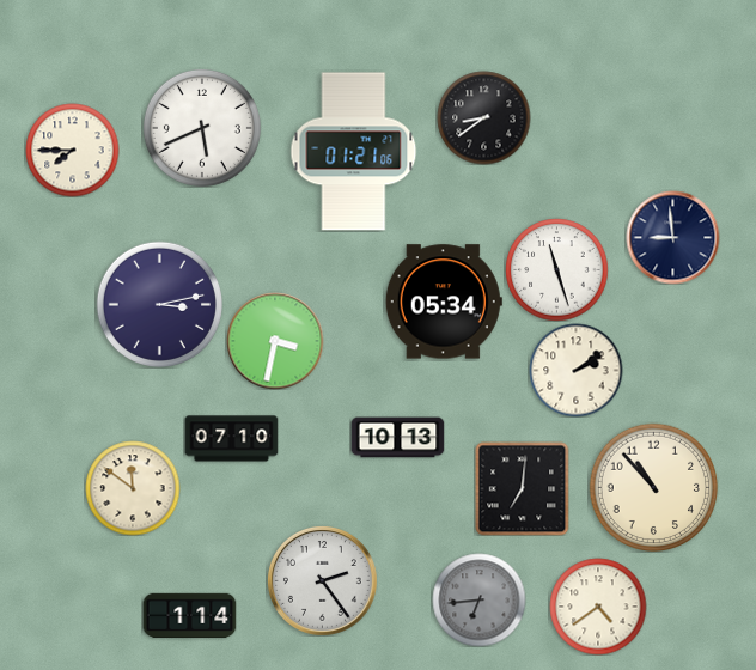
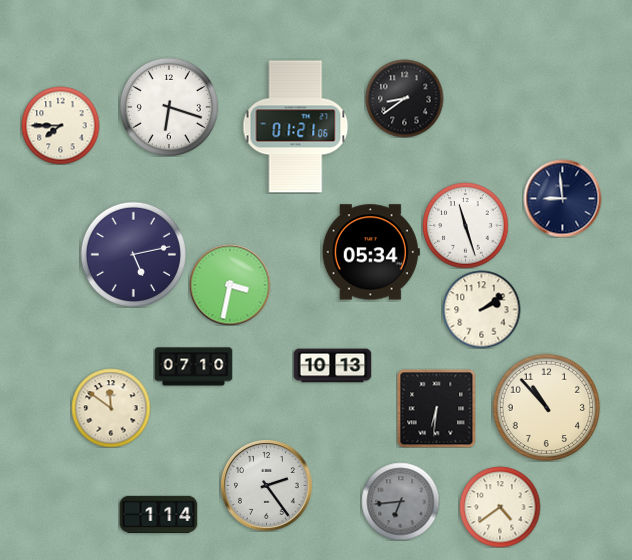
clock at (202, 128): 5:41 -> 6:18
clock at (159, 304): 3:13 -> 5:13
clock at (522, 488): 7:01 -> 6:31
clock at (322, 580) position: (322, 580) -> (266, 485)
